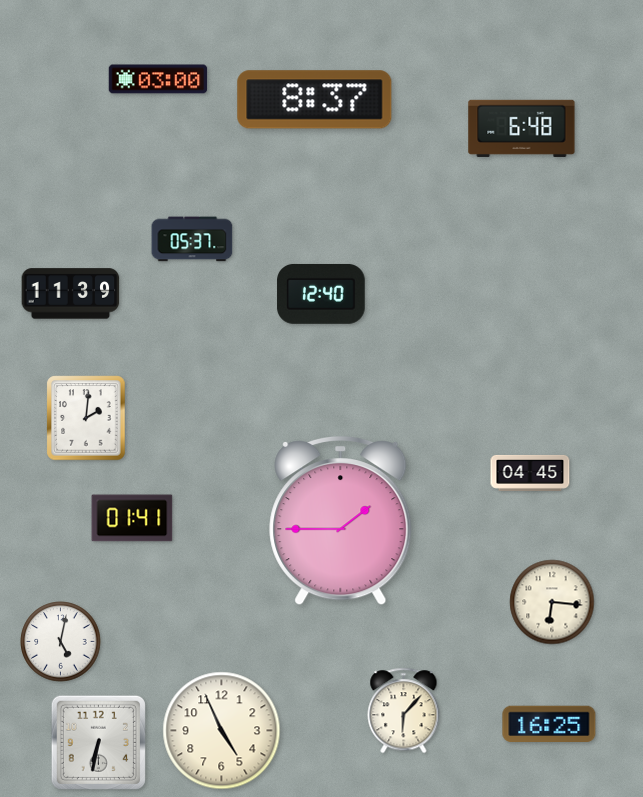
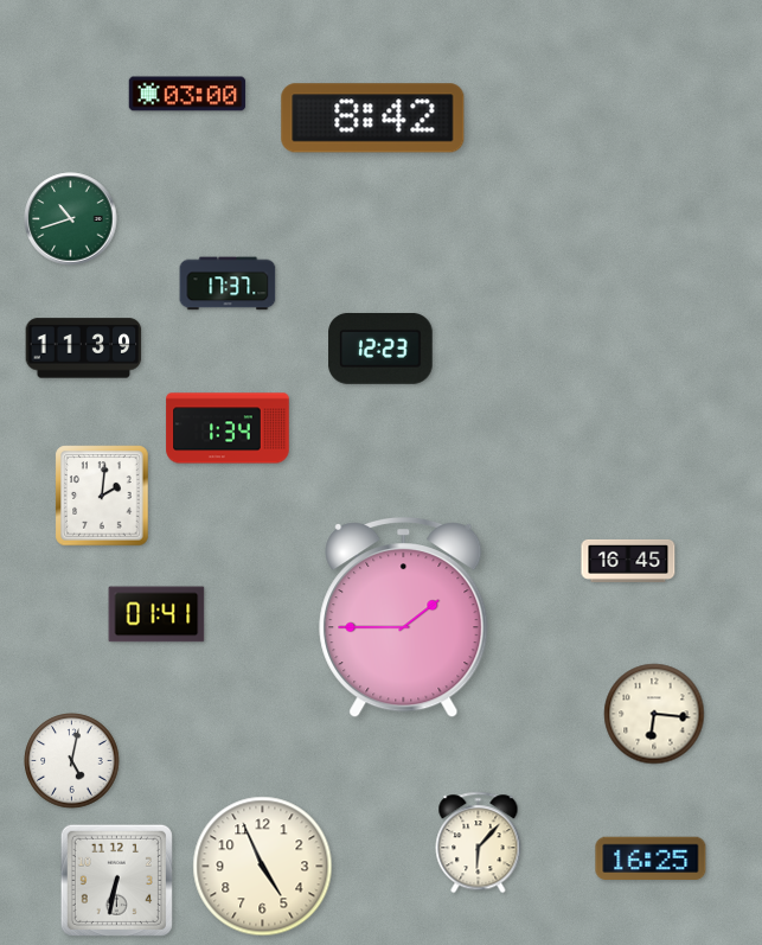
clock at (315, 100): 8:37 -> 8:42
clock at (522, 128): 6:48 -> none
clock at (71, 219): none -> 10:42
clock at (192, 239): 05:37 -> 17:37
clock at (321, 294): 12:40 -> 12:23
clock at (228, 428): none -> 1:34
clock at (530, 473): 04:45 -> 16:45
